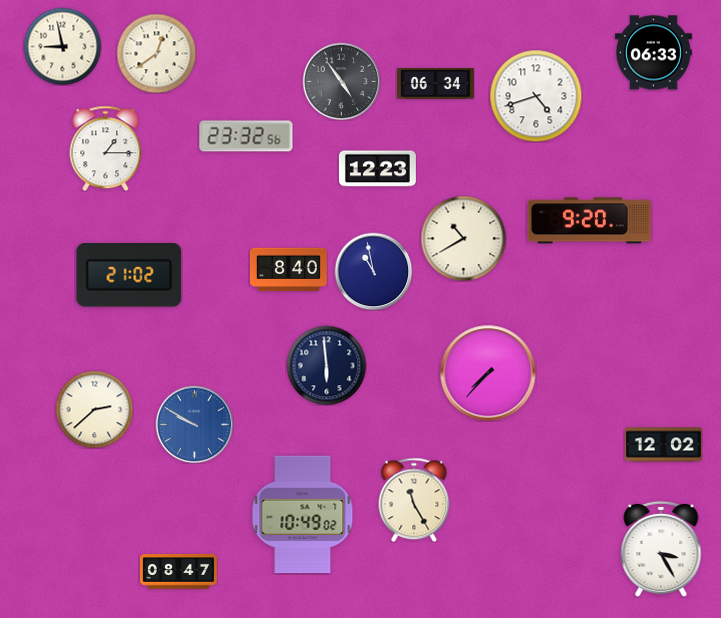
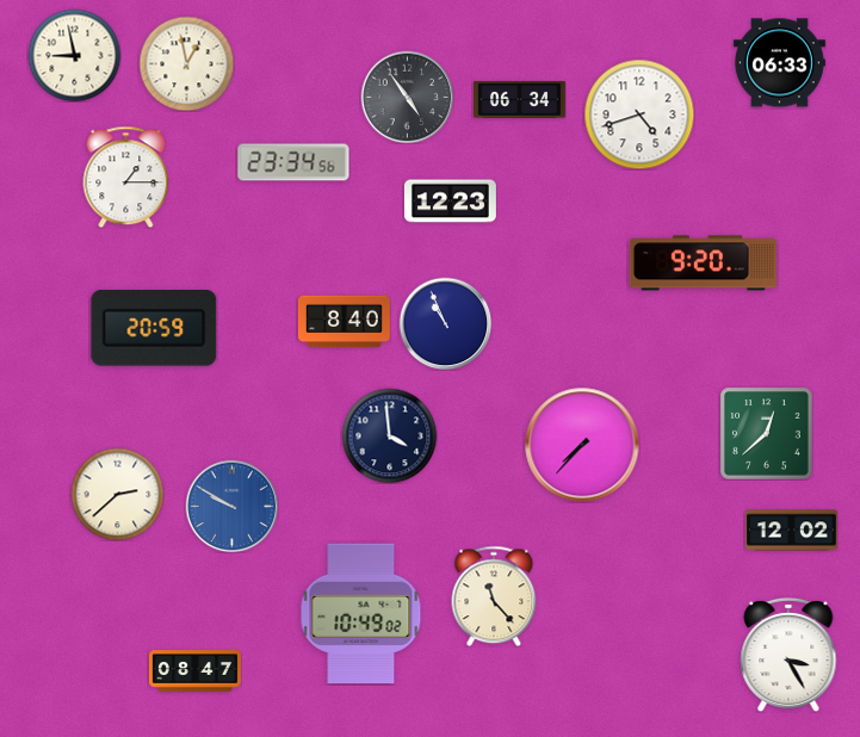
clock at (156, 53): 12:39 -> 12:58
clock at (246, 136): 23:32 -> 23:34
clock at (463, 238): 10:40 -> none
clock at (373, 271): 10:58 -> 10:56
clock at (129, 275): 21:02 -> 20:59
clock at (766, 433): none -> 12:38
clock at (326, 365): 5:59 -> 3:59
clock at (94, 409) position: (94, 409) -> (117, 494)
clock at (414, 500): 11:25 -> 11:23
clock at (178, 572) position: (178, 572) -> (194, 671)
